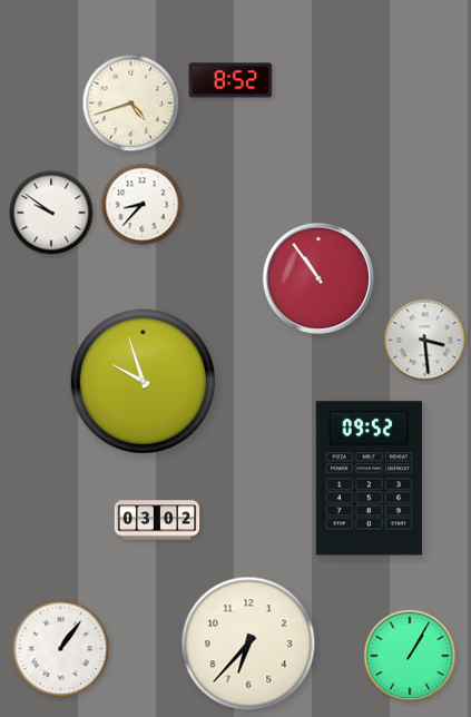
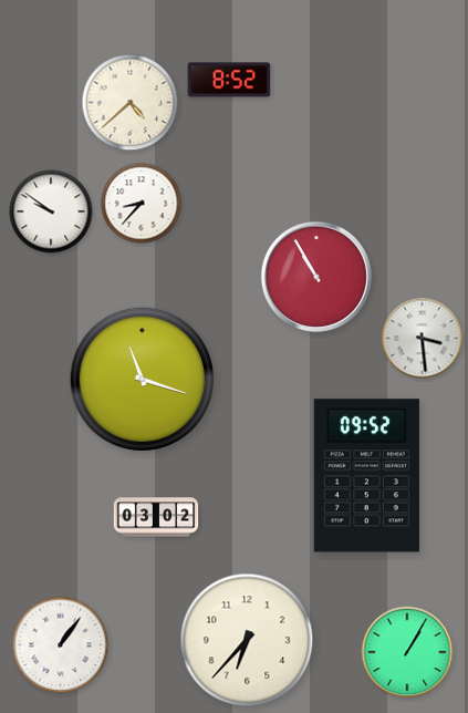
clock at (131, 104): 4:42 -> 4:38
clock at (318, 278): 10:54 -> 10:55
clock at (143, 381): 9:57 -> 11:18
